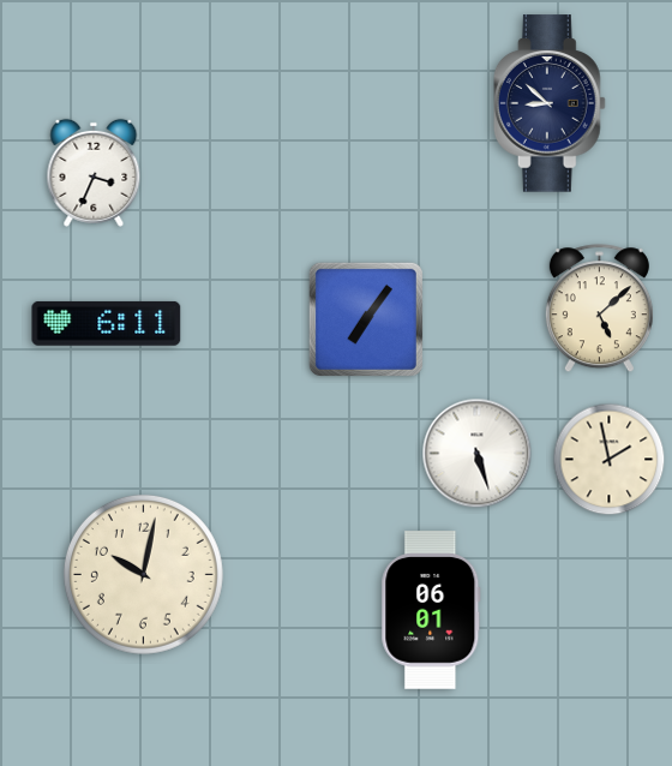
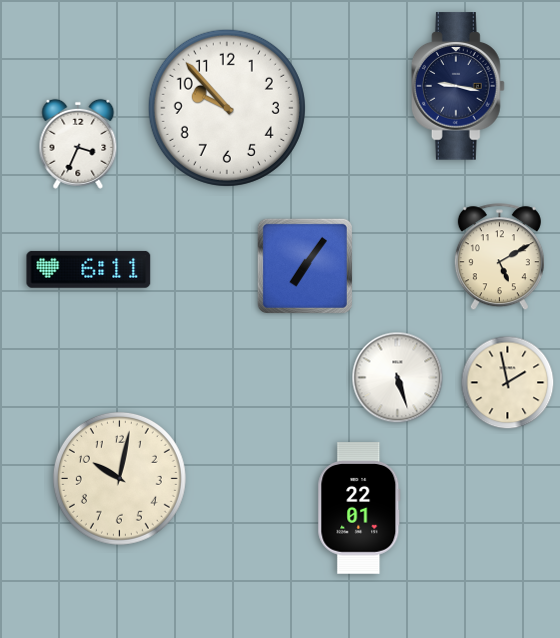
clock at (550, 103): 8:52 -> 9:17
clock at (227, 108): none -> 9:53
clock at (599, 309): 5:08 -> 5:10
clock at (431, 610): 06:01 -> 22:01
